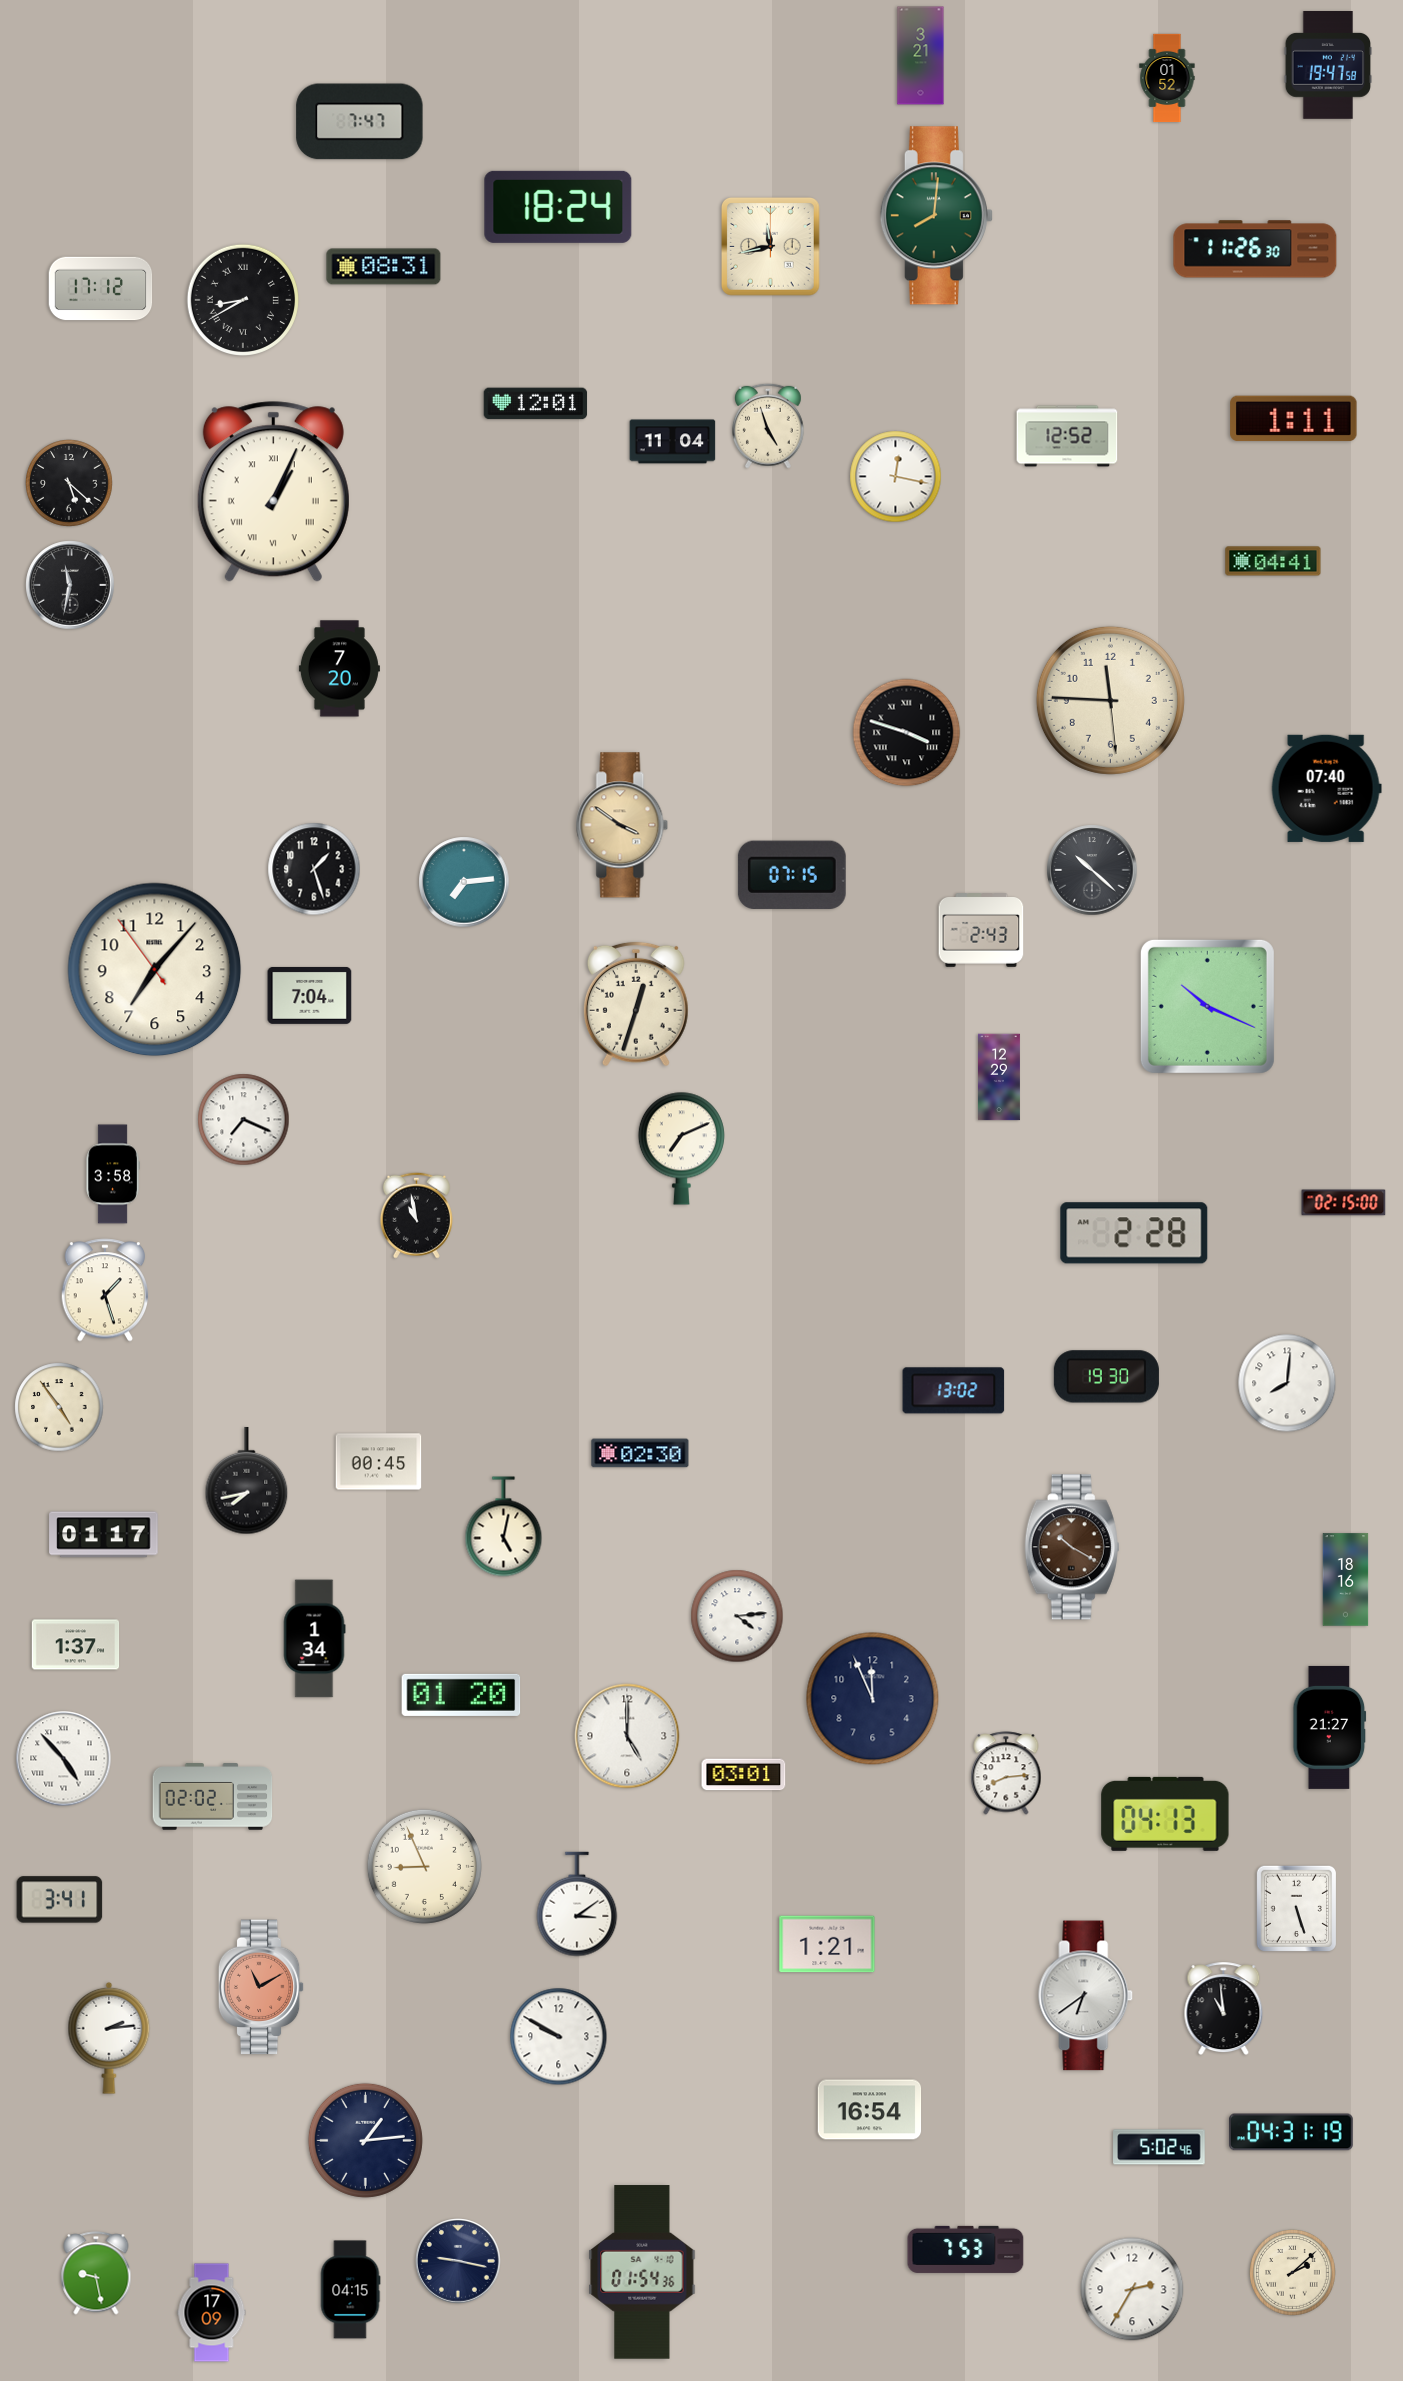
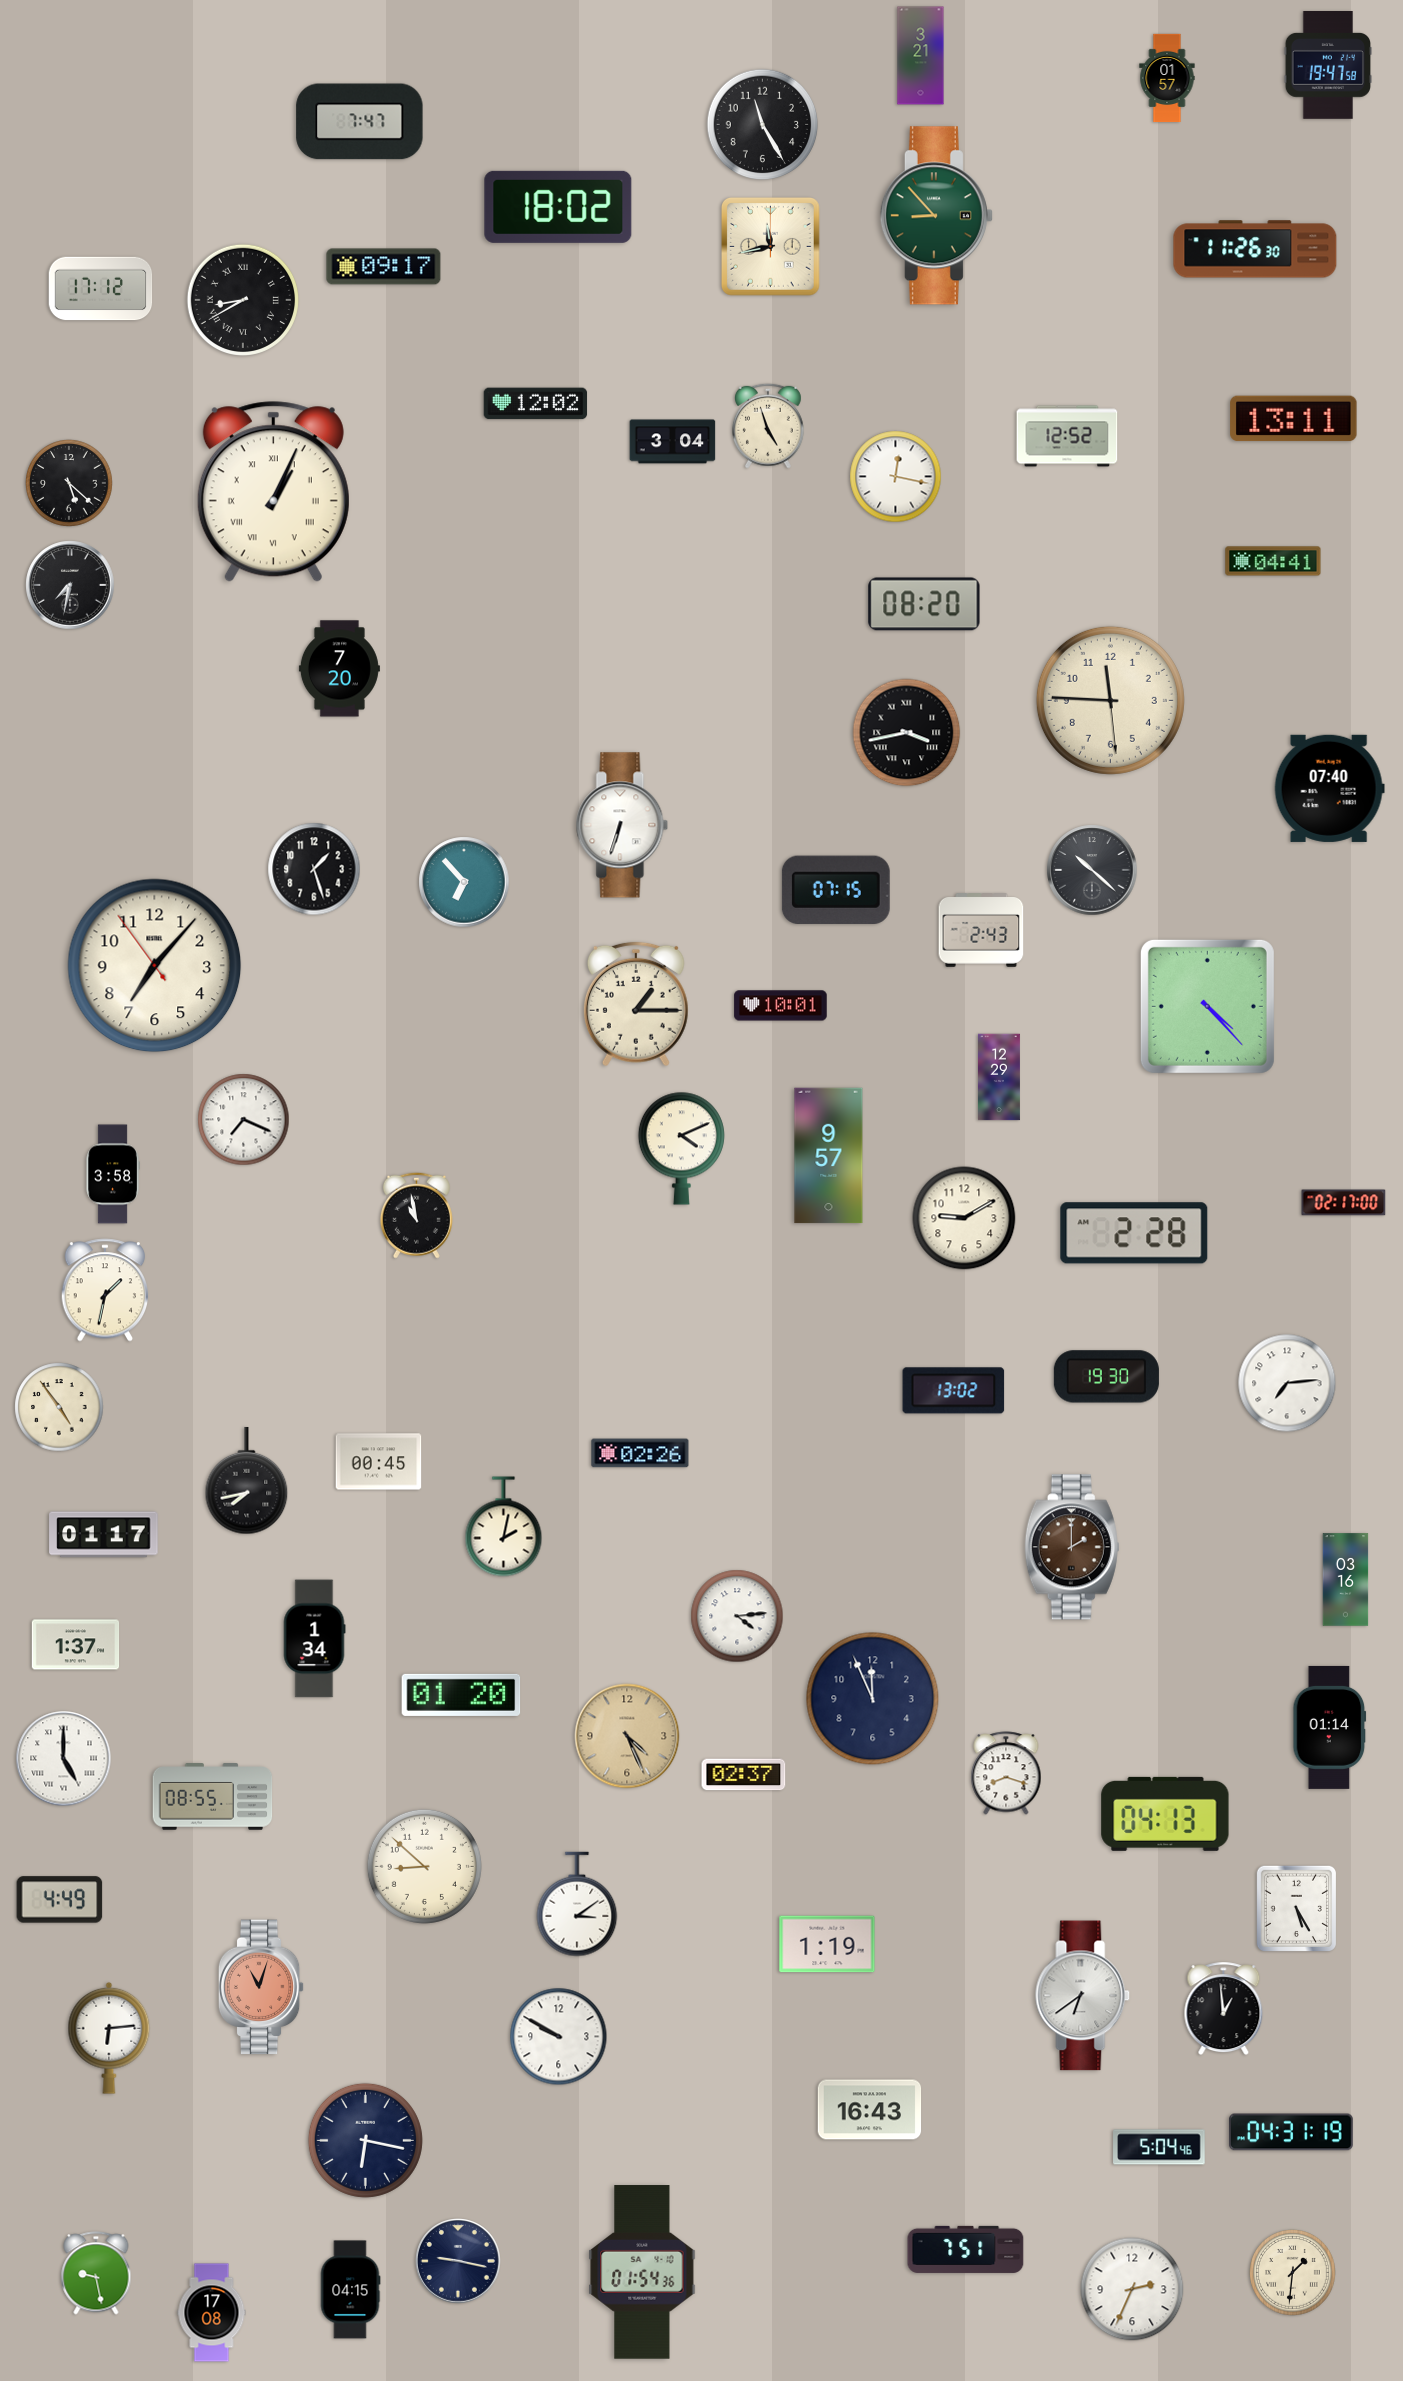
clock at (1167, 78): 01:52 -> 01:57
clock at (763, 125): none -> 11:25
clock at (558, 207): 18:24 -> 18:02
clock at (936, 216): 8:01 -> 8:53
clock at (384, 267): 08:31 -> 09:17
clock at (536, 404): 12:01 -> 12:02
clock at (1294, 419): 1:11 -> 13:11
clock at (673, 442): 11:04 -> 3:04
clock at (70, 585): 11:32 -> 7:32
clock at (924, 604): none -> 08:20
clock at (907, 733): 3:48 -> 3:43
clock at (1326, 788) position: (1326, 788) -> (1329, 788)
clock at (622, 825): 3:51 -> 6:33
clock at (622, 825) dial: champagne -> white
clock at (792, 875) position: (792, 875) -> (836, 890)
clock at (464, 882): 7:14 -> 6:53
clock at (155, 970) position: (155, 970) -> (155, 966)
clock at (310, 995): 7:04 -> none
clock at (636, 1004): 12:33 -> 1:15
clock at (781, 1006): none -> 10:01
clock at (1207, 1006): 10:19 -> 4:23
clock at (681, 1148): 7:11 -> 4:11
clock at (829, 1156): none -> 9:57
clock at (1344, 1203): 02:15 -> 02:17
clock at (964, 1218): none -> 9:10
clock at (105, 1290): 1:27 -> 1:32
clock at (1287, 1383): 8:01 -> 7:14
clock at (640, 1453): 02:30 -> 02:26
clock at (504, 1527): 5:02 -> 2:02
clock at (1072, 1547): 10:20 -> 2:00
clock at (1346, 1580): 18:16 -> 03:16
clock at (1330, 1727): 21:27 -> 01:14
clock at (627, 1736): 5:00 -> 4:26
clock at (627, 1736) dial: white -> champagne
clock at (64, 1759): 4:53 -> 5:00
clock at (1006, 1773): 8:14 -> 8:18
clock at (744, 1775): 03:01 -> 02:37
clock at (213, 1797): 02:02 -> 08:55
clock at (424, 1866): 8:56 -> 8:52
clock at (60, 1900): 3:41 -> 4:49
clock at (1296, 1908): 5:27 -> 5:25
clock at (827, 1944): 1:21 -> 1:19
clock at (261, 1987): 11:10 -> 11:03
clock at (1086, 1996) position: (1086, 1996) -> (1083, 1996)
clock at (1224, 2009): 10:59 -> 12:59
clock at (109, 2038): 2:14 -> 6:14
clock at (870, 2110): 16:54 -> 16:43
clock at (365, 2140): 1:14 -> 6:17
clock at (1159, 2147): 5:02 -> 5:04
clock at (966, 2249): 7:53 -> 7:51
clock at (1293, 2273): 2:08 -> 1:31
clock at (1132, 2289): 2:35 -> 2:34
clock at (212, 2313): 17:09 -> 17:08
